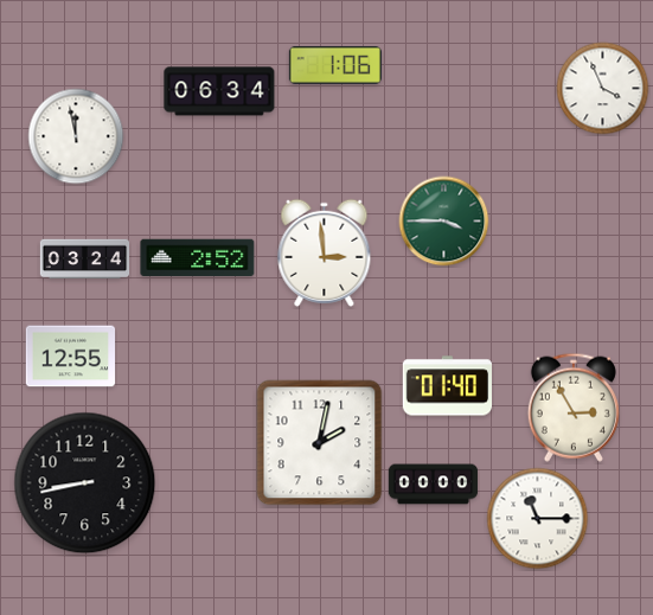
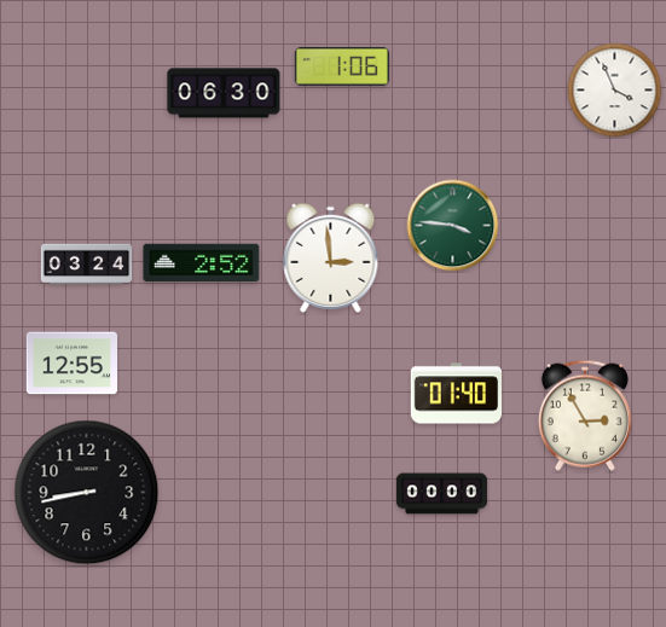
clock at (219, 91): 06:34 -> 06:30
clock at (76, 136): 11:58 -> none
clock at (444, 222): 3:45 -> 3:46
clock at (320, 443): 2:02 -> none
clock at (538, 519): 11:15 -> none
